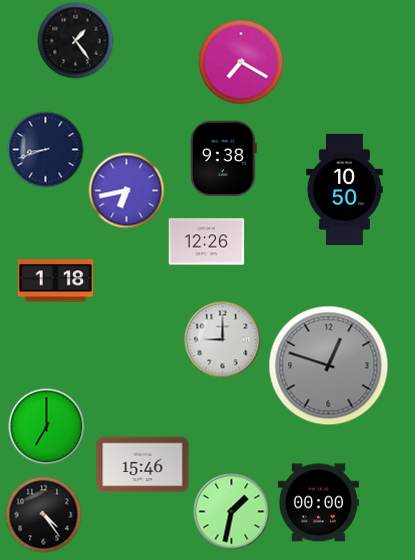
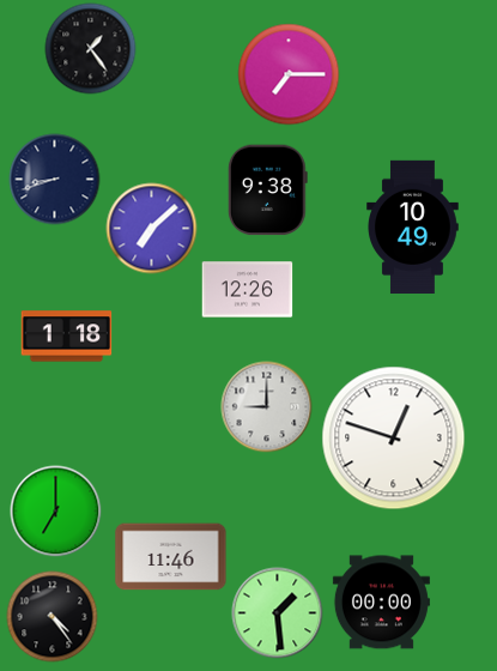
clock at (241, 62): 7:20 -> 7:15
clock at (345, 189): 10:50 -> 10:49
clock at (127, 191): 6:43 -> 7:08
clock at (329, 366) dial: grey -> white
clock at (143, 465): 15:46 -> 11:46
clock at (232, 512): 1:32 -> 1:29
